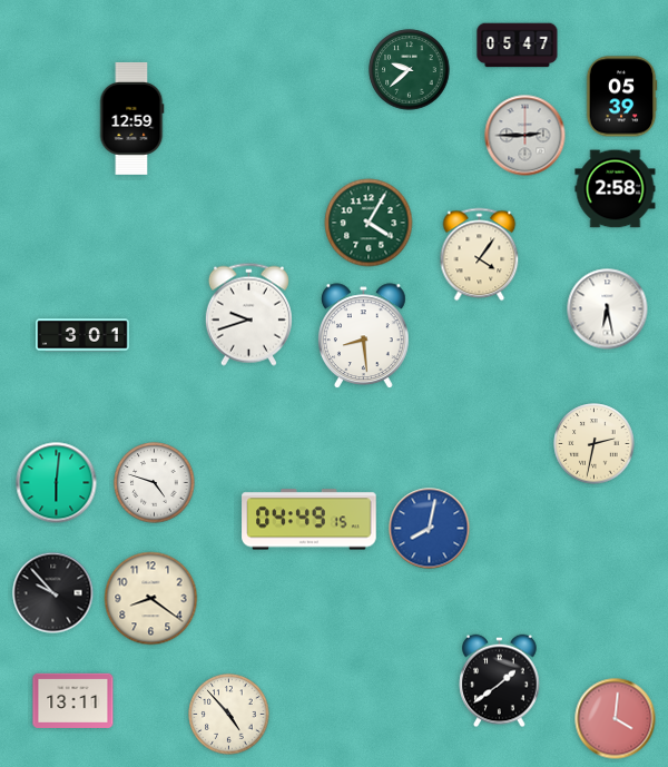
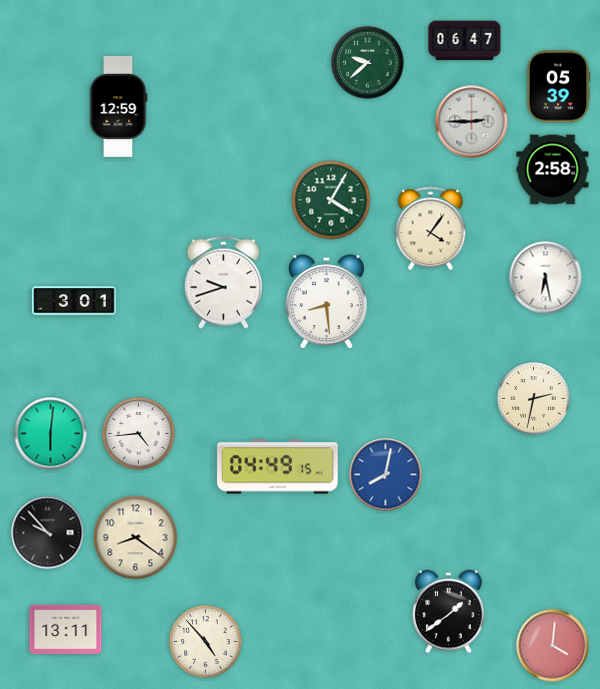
clock at (518, 46): 05:47 -> 06:47
clock at (155, 483): 4:48 -> 4:44
